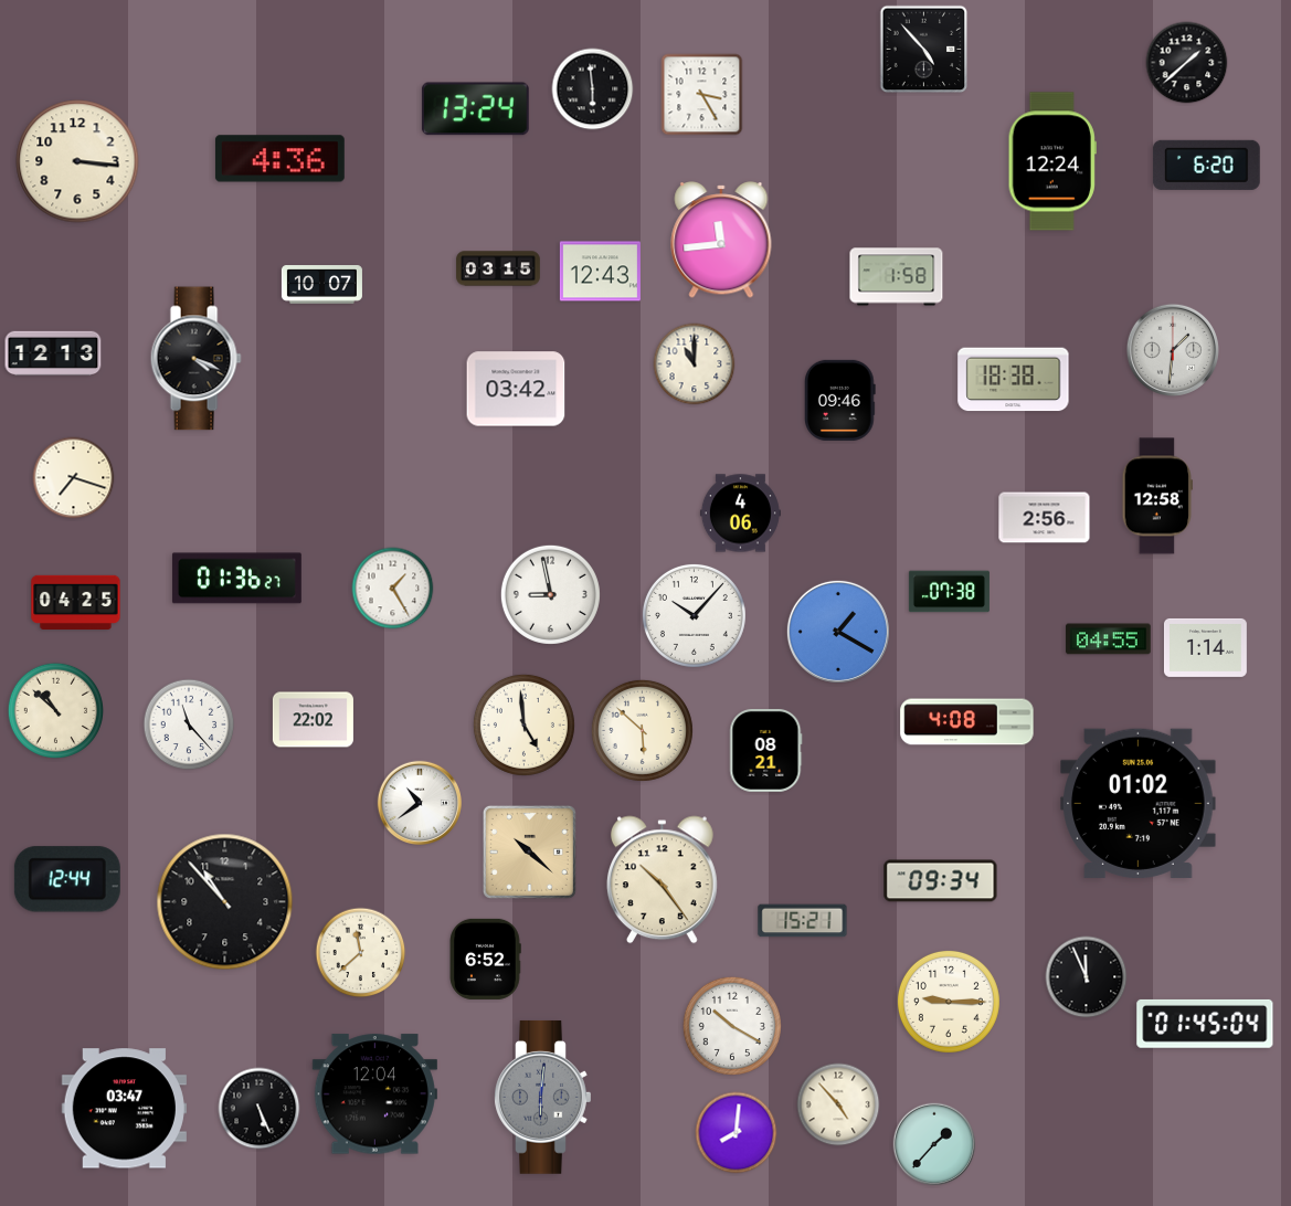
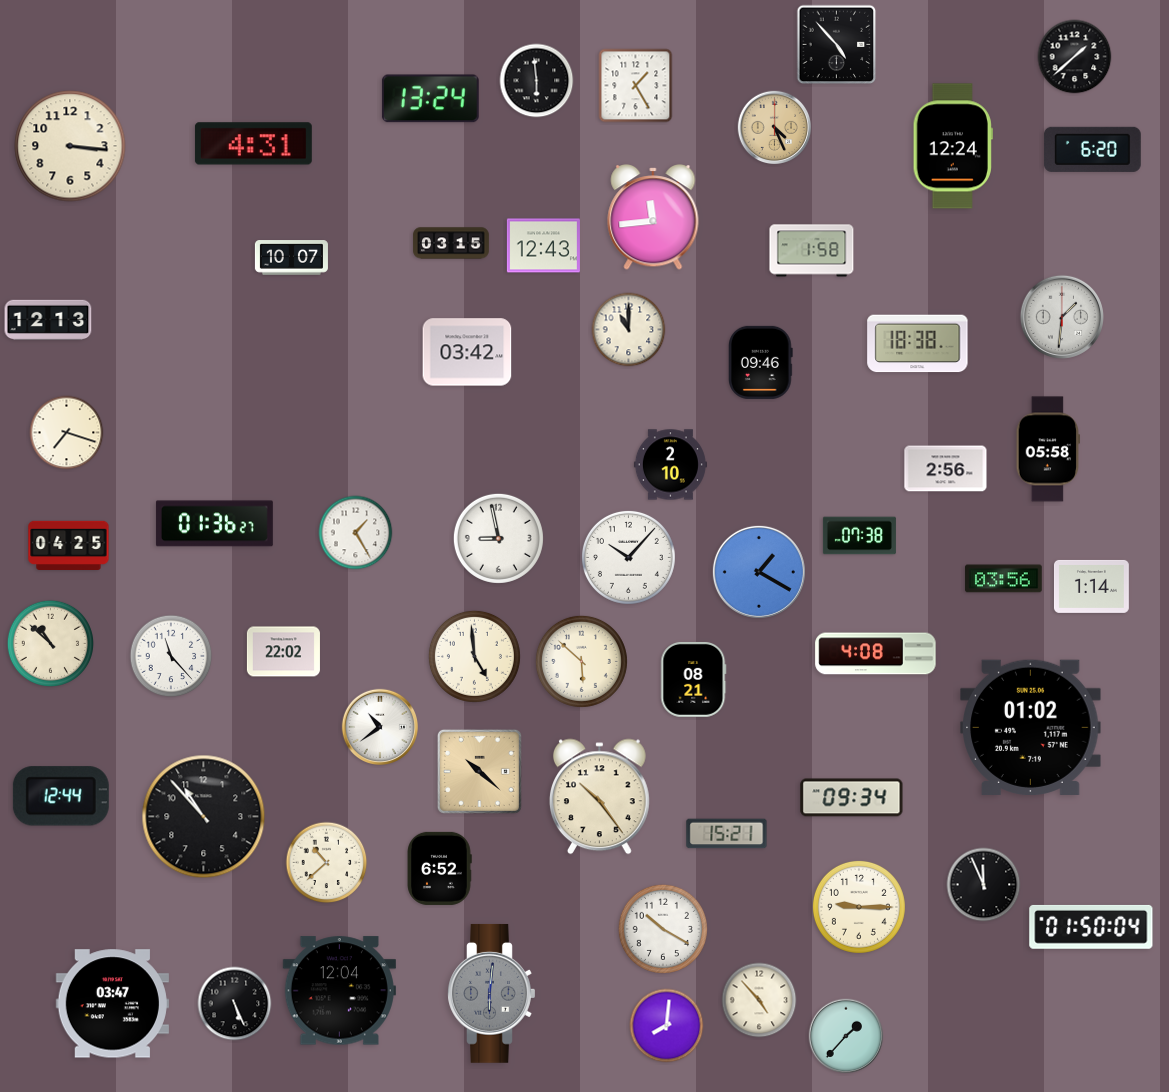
clock at (702, 95): 3:25 -> 1:25
clock at (775, 128): none -> 4:26
clock at (279, 159): 4:36 -> 4:31
clock at (195, 359): 4:19 -> none
clock at (1156, 496): 12:58 -> 05:58
clock at (740, 514): 4:06 -> 2:10
clock at (1109, 639): 04:55 -> 03:56
clock at (361, 953): 11:38 -> 10:38
clock at (1205, 1024): 01:45 -> 01:50
